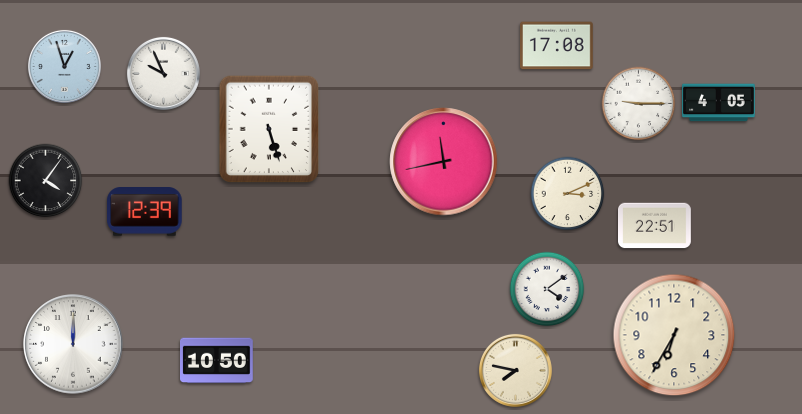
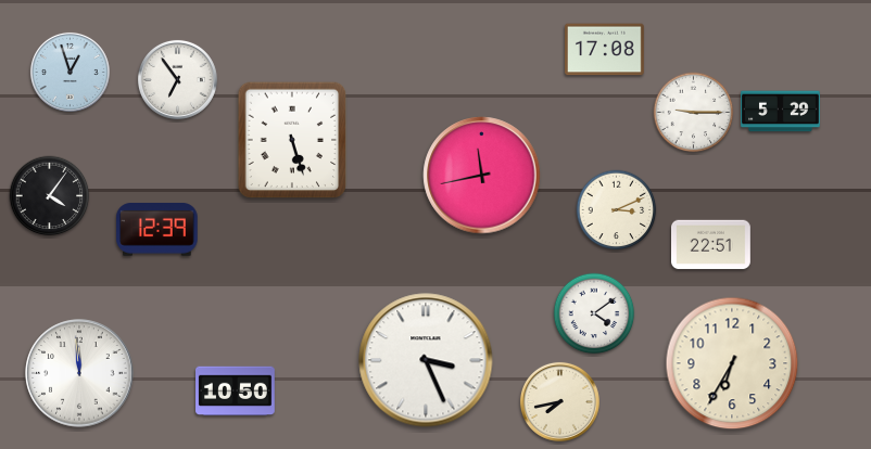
clock at (163, 73): 9:56 -> 6:54
clock at (719, 103): 4:05 -> 5:29
clock at (426, 360): none -> 3:26
clock at (73, 344): 12:00 -> 11:59
clock at (515, 370): 7:47 -> 7:43
